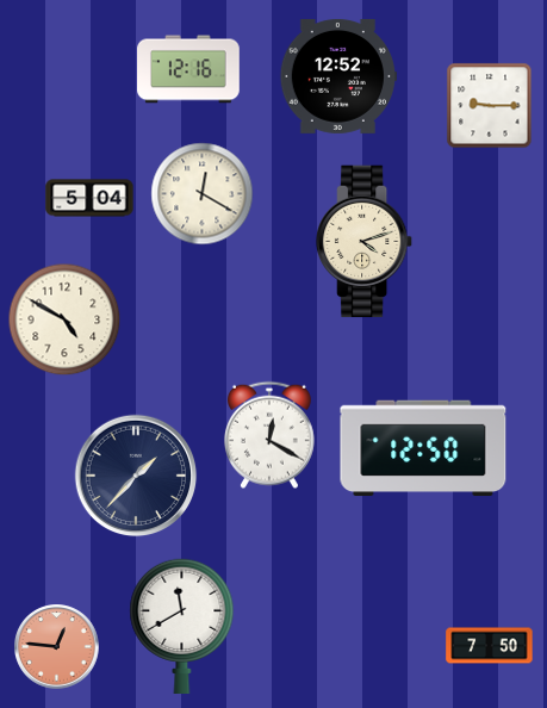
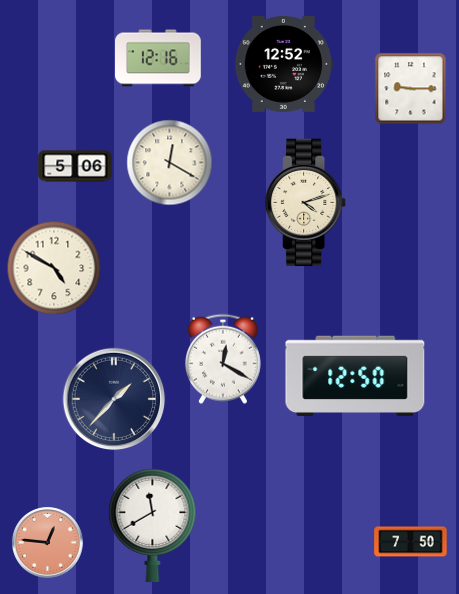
clock at (89, 198): 5:04 -> 5:06
clock at (269, 435) position: (269, 435) -> (223, 359)
